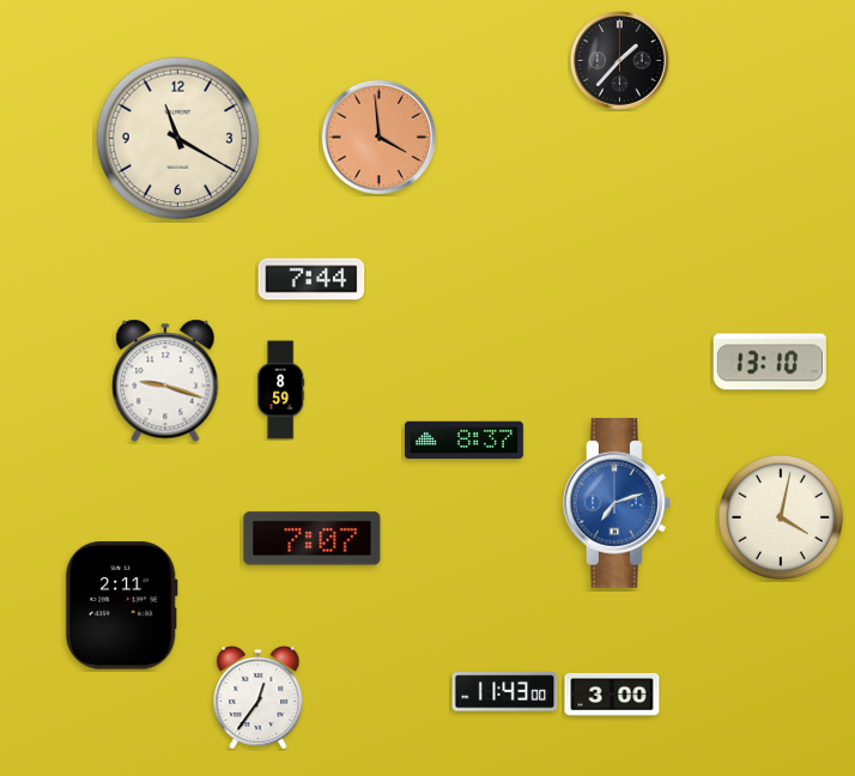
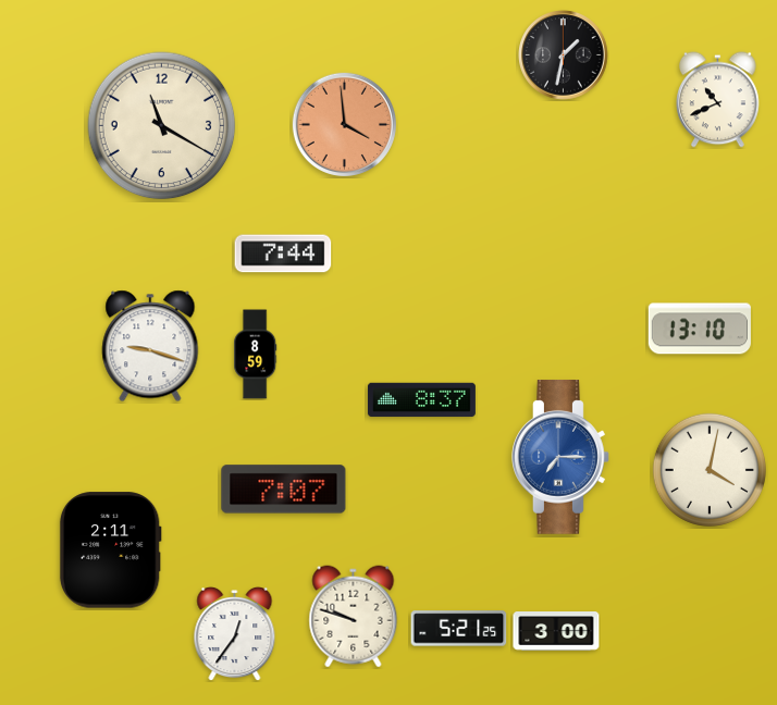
clock at (620, 61): 1:37 -> 1:32
clock at (718, 100): none -> 10:41
clock at (618, 504): 7:12 -> 7:15
clock at (354, 617): none -> 9:48
clock at (505, 692): 11:43 -> 5:21
